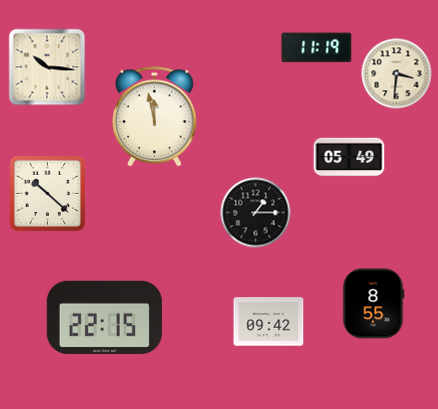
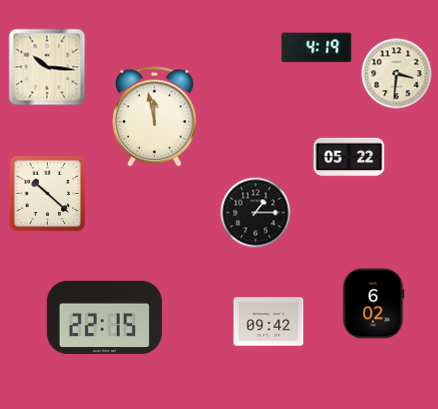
clock at (317, 48): 11:19 -> 4:19
clock at (349, 157): 05:49 -> 05:22
clock at (373, 304): 8:55 -> 6:02
